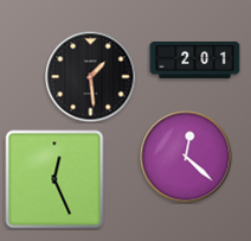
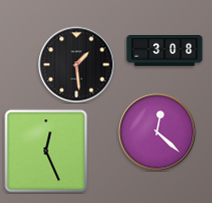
clock at (195, 61): 2:01 -> 3:08
